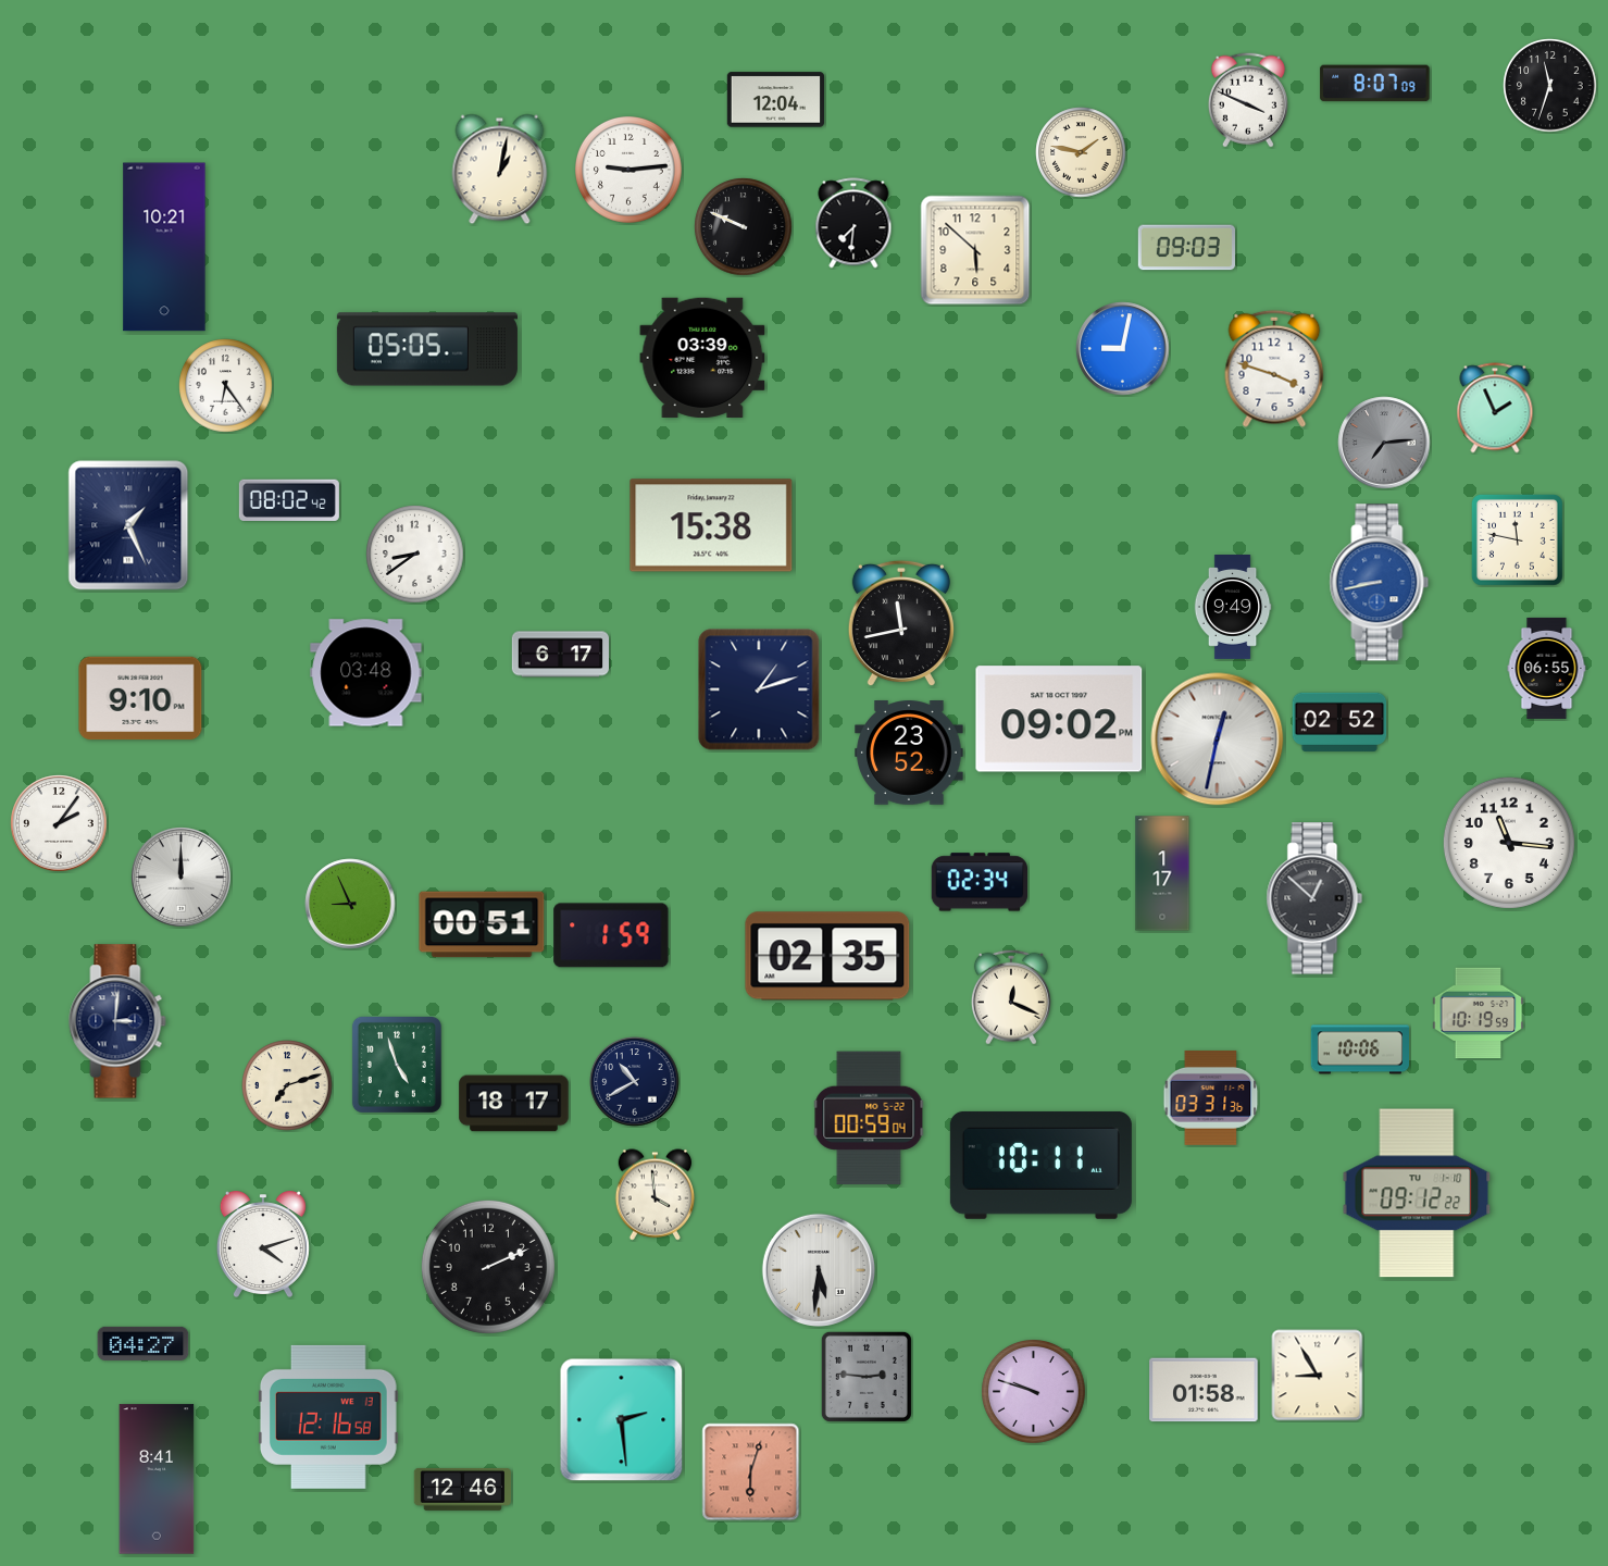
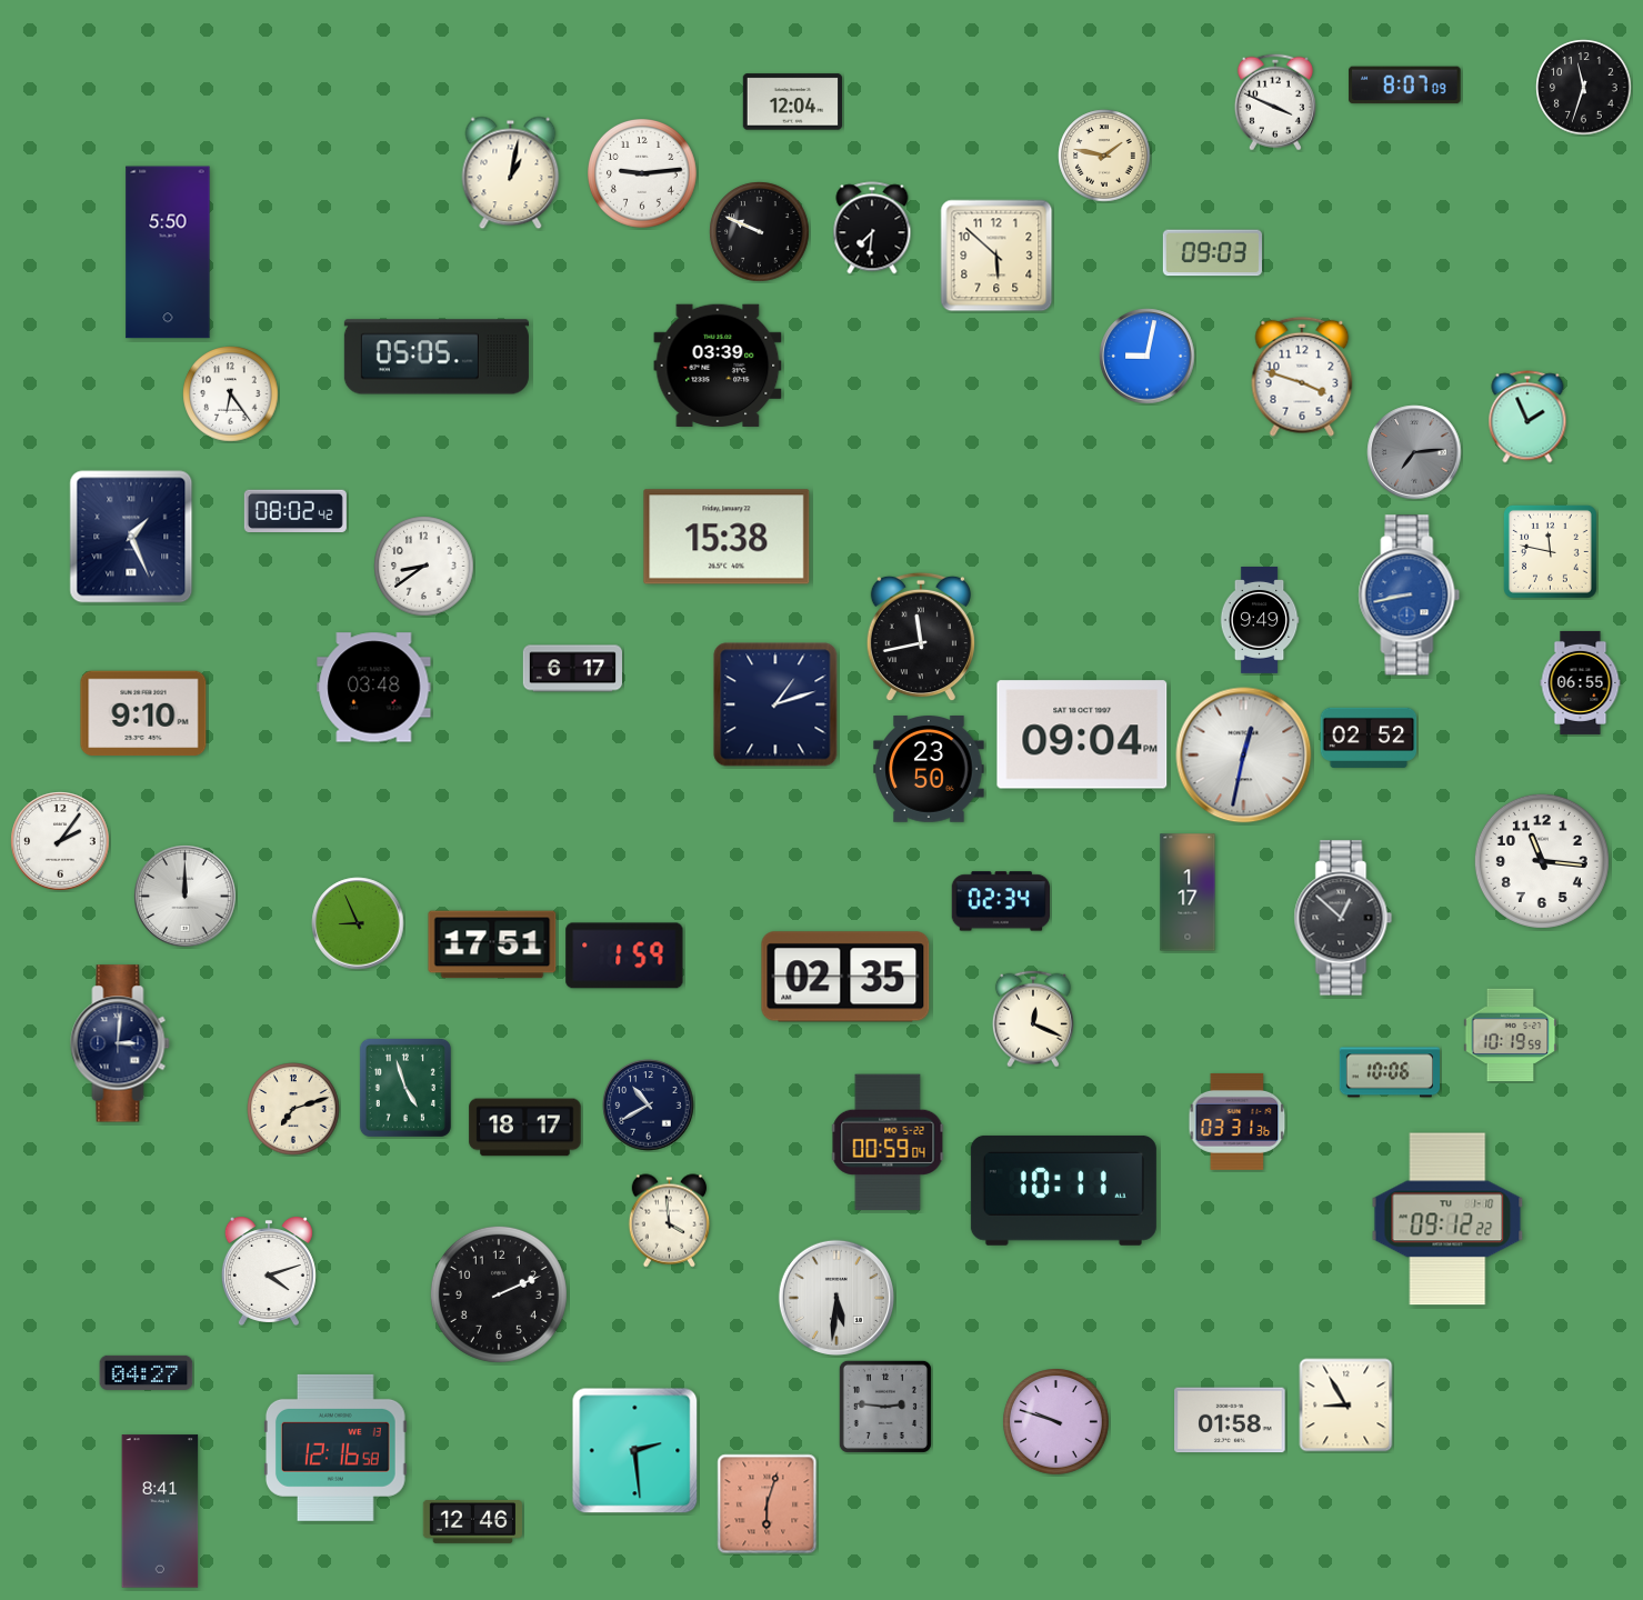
clock at (164, 247): 10:21 -> 5:50
clock at (1059, 719): 09:02 -> 09:04
clock at (909, 754): 23:52 -> 23:50
clock at (482, 924): 00:51 -> 17:51
